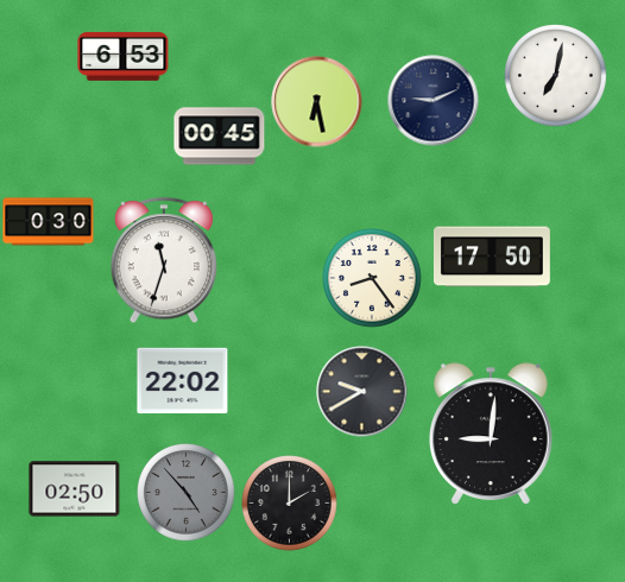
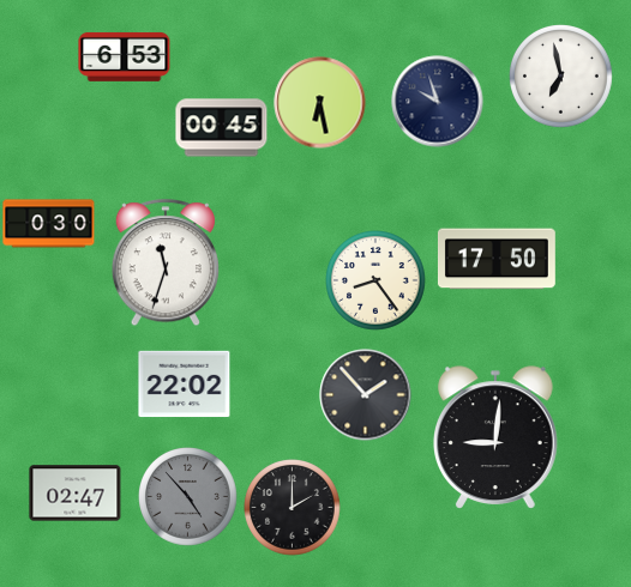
clock at (556, 76): 7:02 -> 6:58
clock at (434, 101): 9:11 -> 9:57
clock at (220, 137) position: (220, 137) -> (222, 128)
clock at (362, 392): 9:40 -> 1:53
clock at (75, 489): 02:50 -> 02:47
